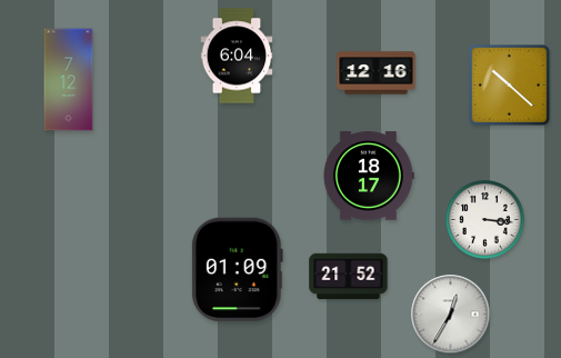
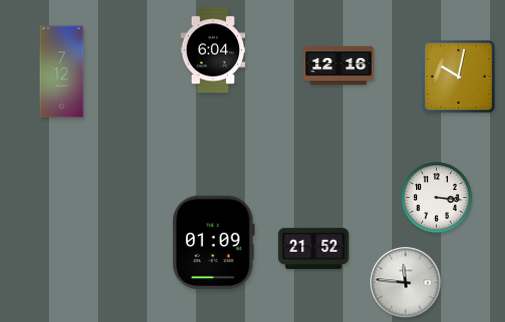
clock at (509, 84): 10:22 -> 10:02
clock at (369, 176): 18:17 -> none
clock at (451, 315): 12:35 -> 11:46
